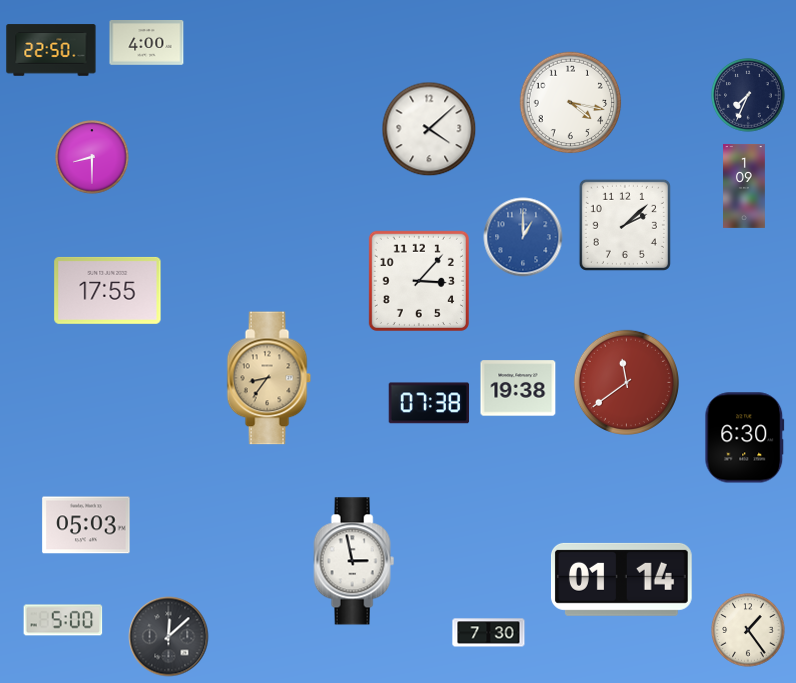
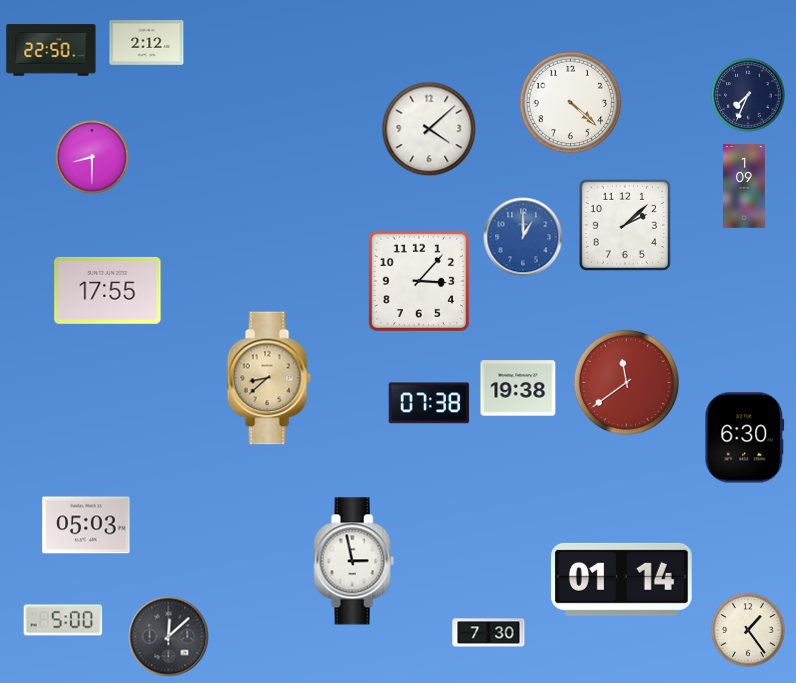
clock at (147, 43): 4:00 -> 2:12
clock at (571, 103): 4:17 -> 4:22
clock at (269, 378): 8:36 -> 8:38
